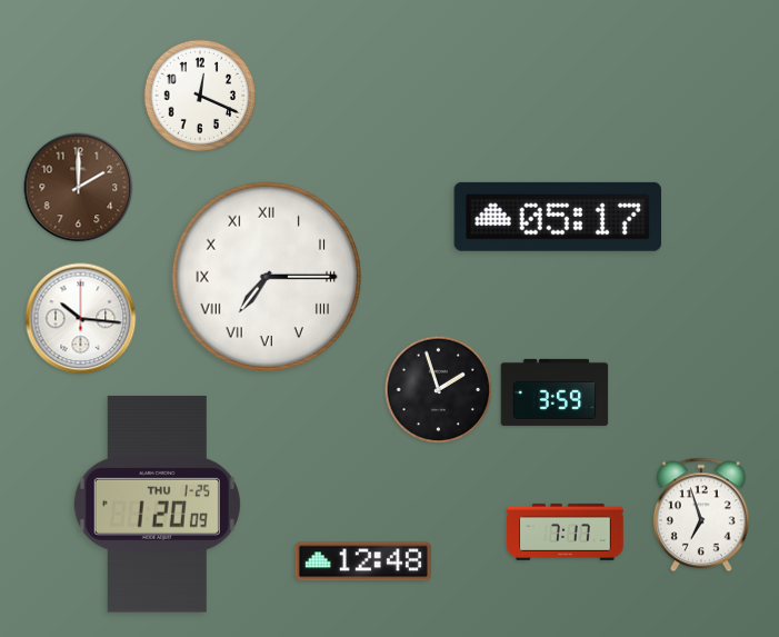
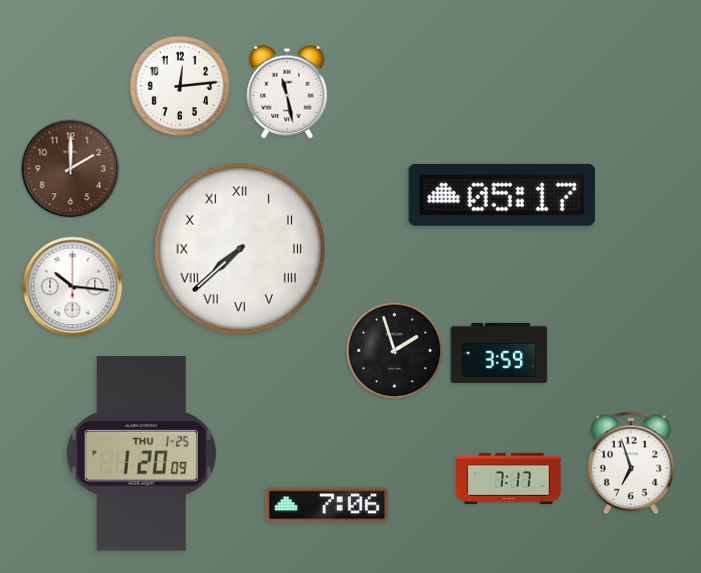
clock at (200, 96): 12:19 -> 12:14
clock at (287, 92): none -> 11:28
clock at (267, 277): 7:15 -> 7:38
clock at (363, 561): 12:48 -> 7:06
